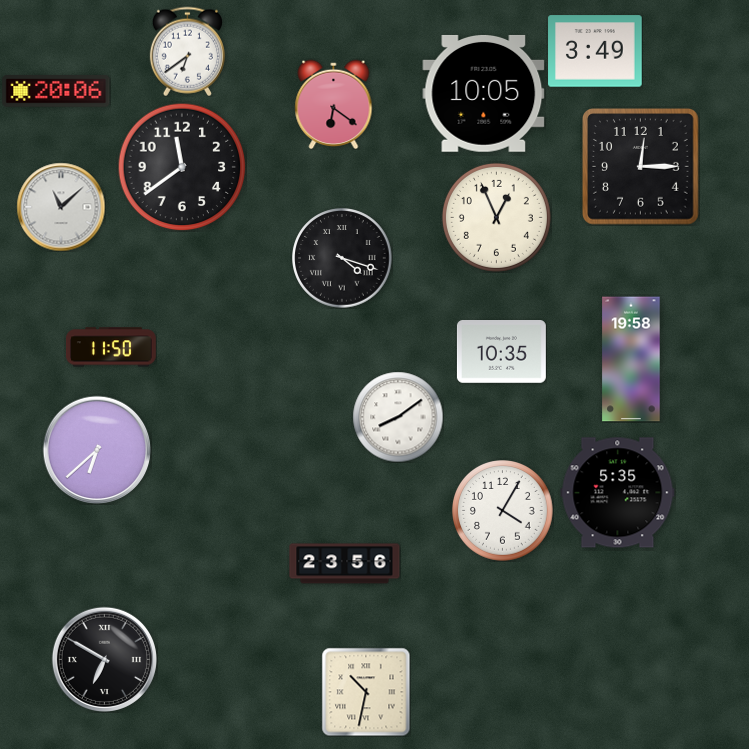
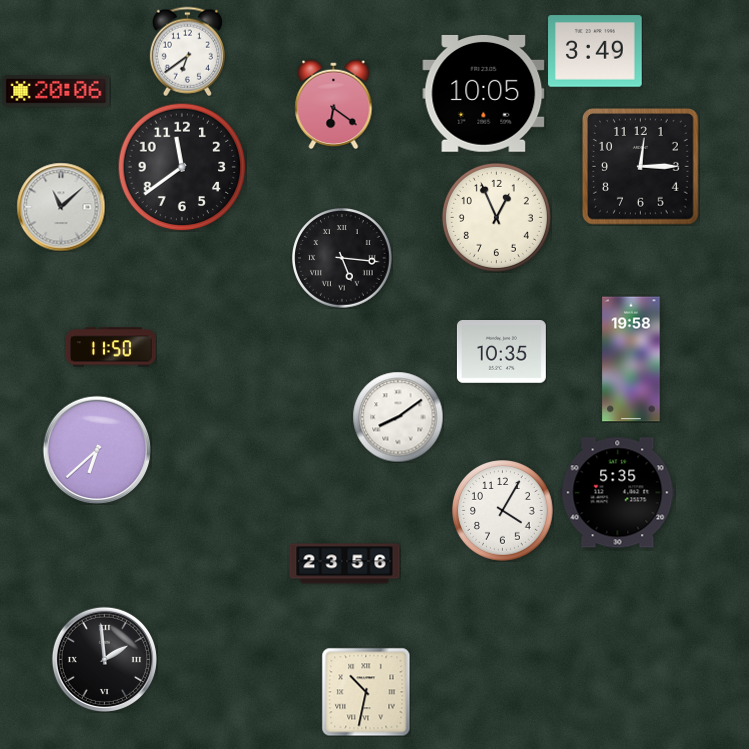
clock at (342, 258): 4:18 -> 5:16
clock at (104, 659): 6:50 -> 1:59
